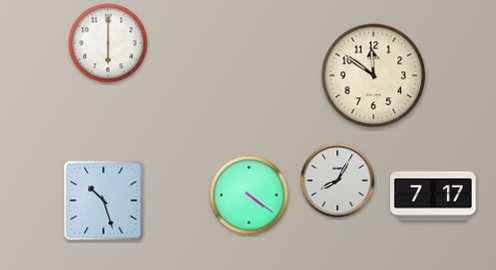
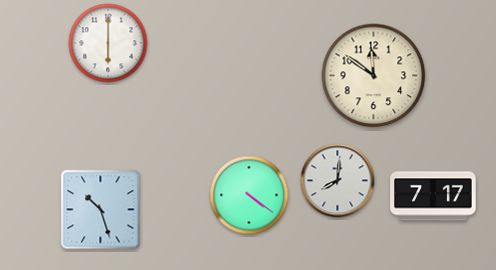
clock at (338, 181): 8:05 -> 8:01
clock at (104, 201) position: (104, 201) -> (101, 210)
